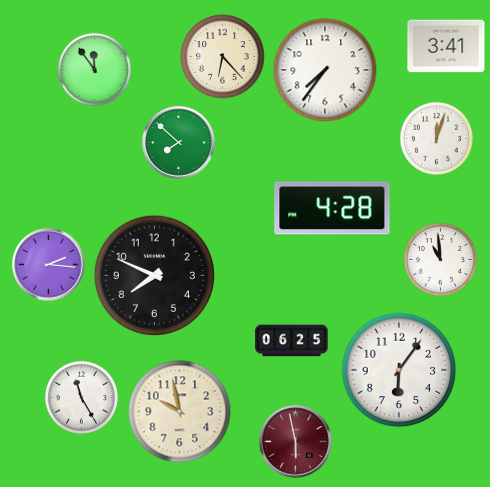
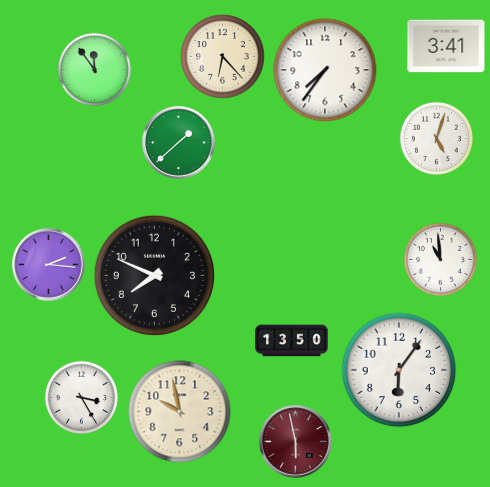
clock at (436, 138): 12:03 -> 5:03
clock at (179, 143): 7:52 -> 1:38
clock at (332, 208): 4:28 -> none
clock at (292, 341): 06:25 -> 13:50
clock at (81, 397): 11:25 -> 3:25
